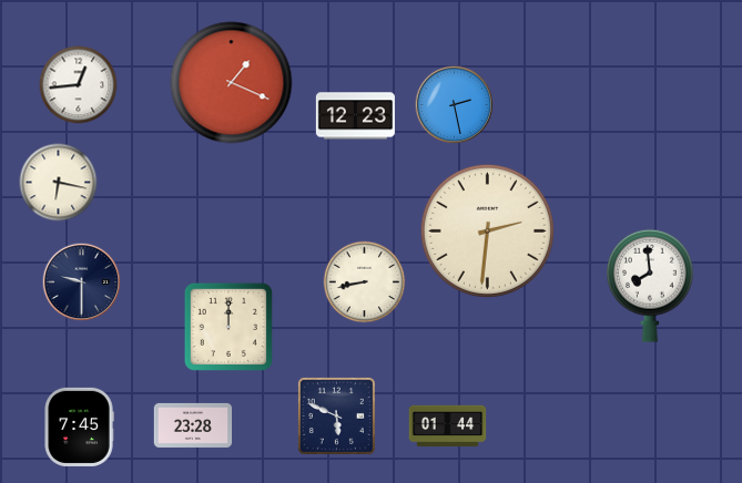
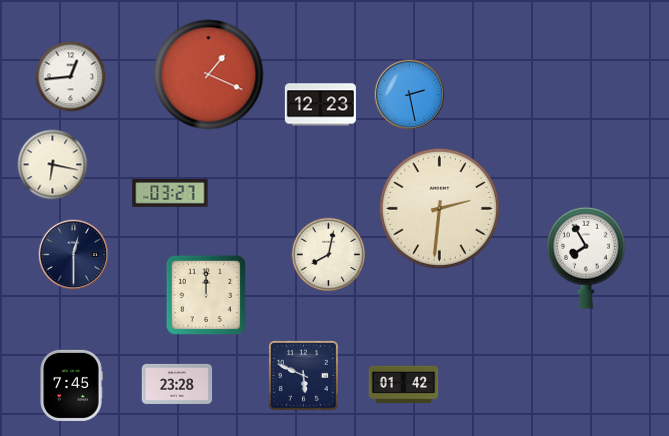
clock at (170, 194): none -> 03:27
clock at (82, 282): 9:30 -> 12:30
clock at (365, 282): 8:43 -> 8:02
clock at (651, 286): 7:59 -> 7:55
clock at (193, 425) position: (193, 425) -> (177, 384)
clock at (448, 427): 01:44 -> 01:42
